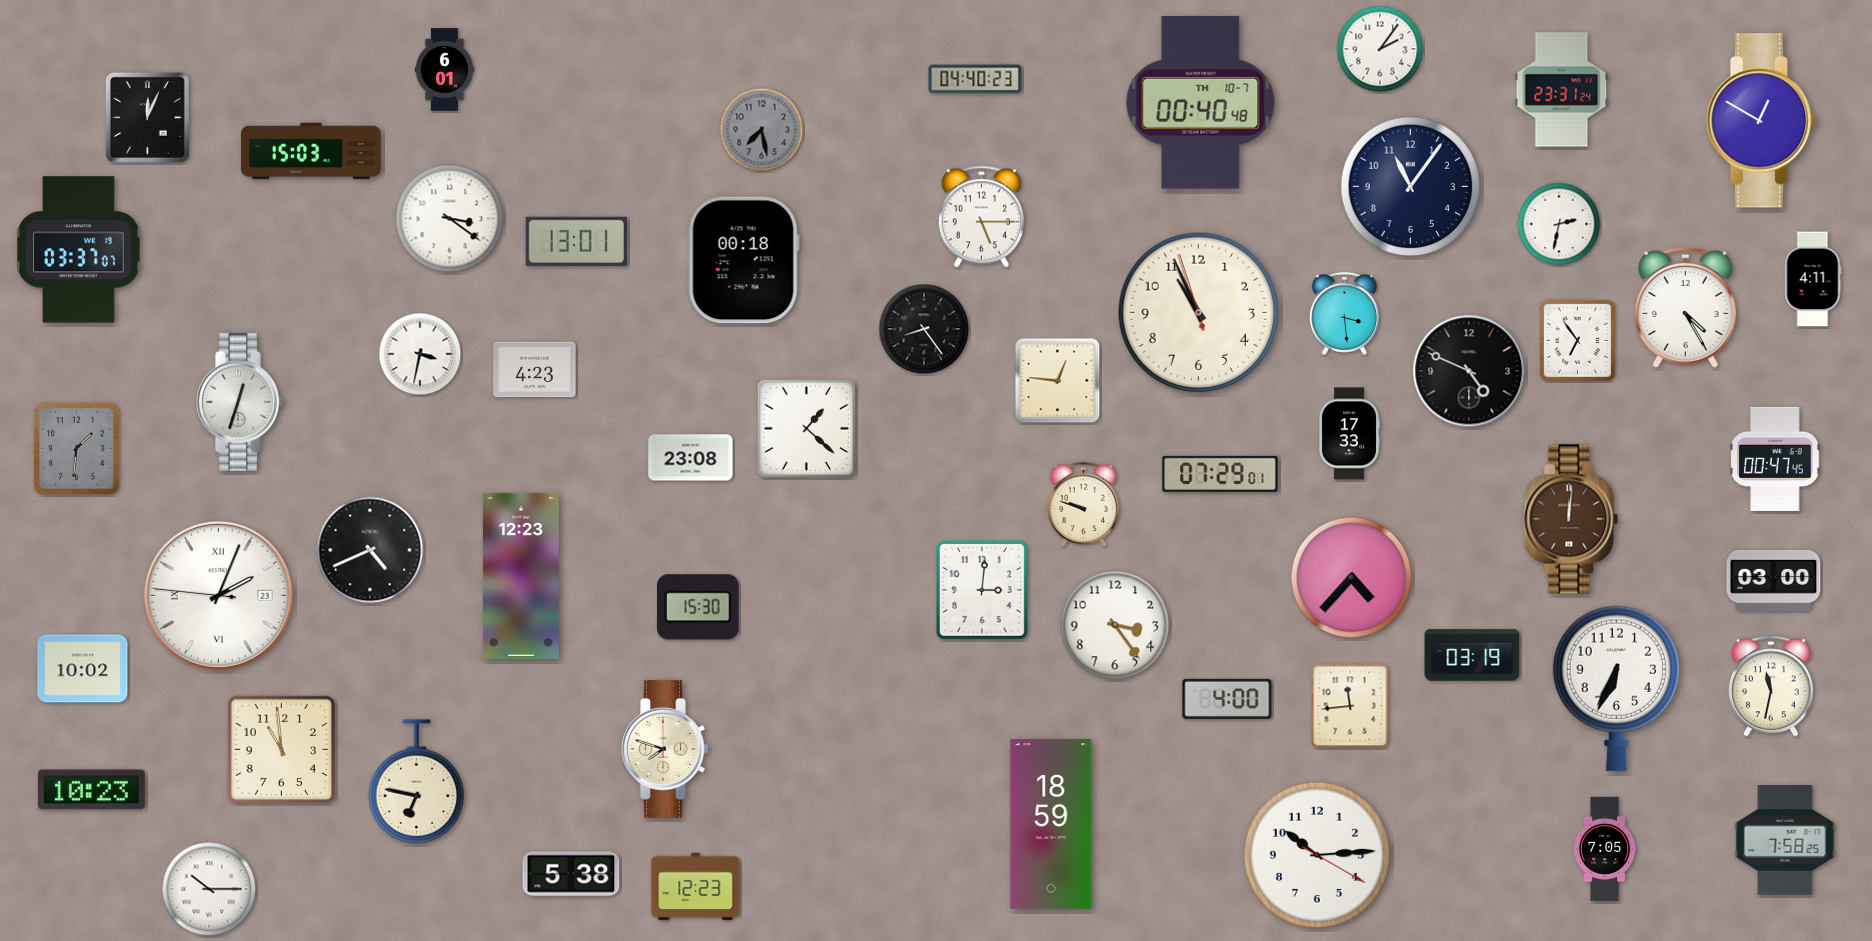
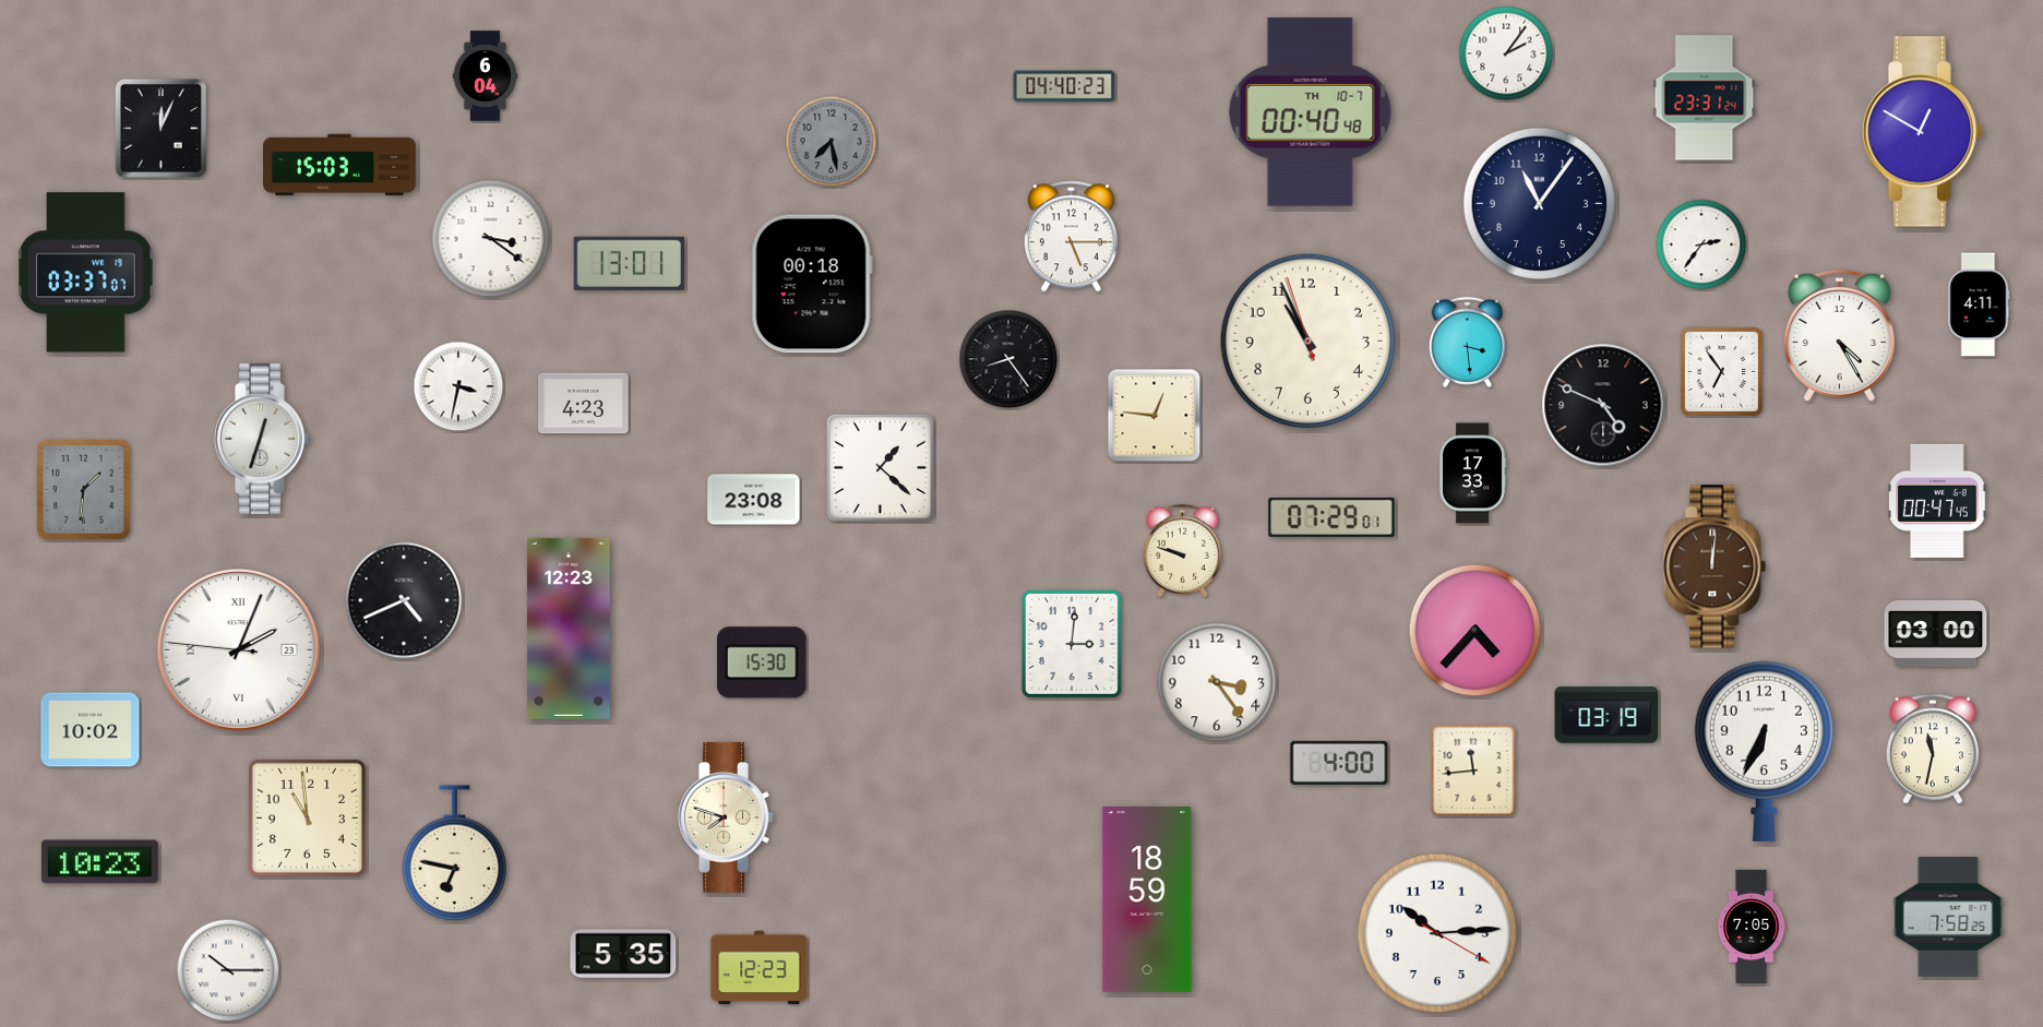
clock at (445, 70): 6:01 -> 6:04
clock at (1559, 224): 2:32 -> 2:36
clock at (571, 874): 5:38 -> 5:35
